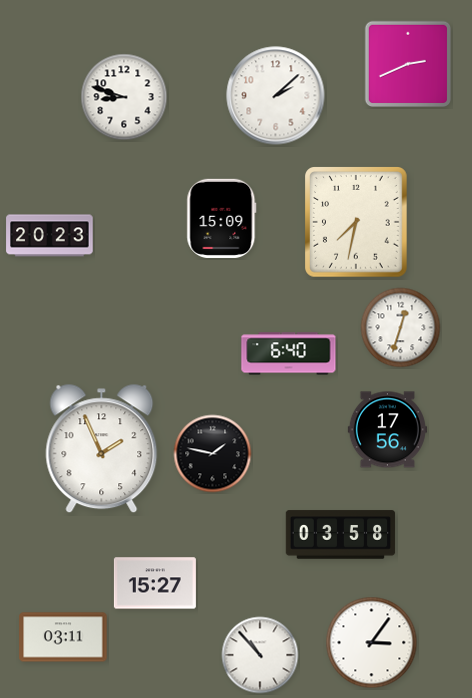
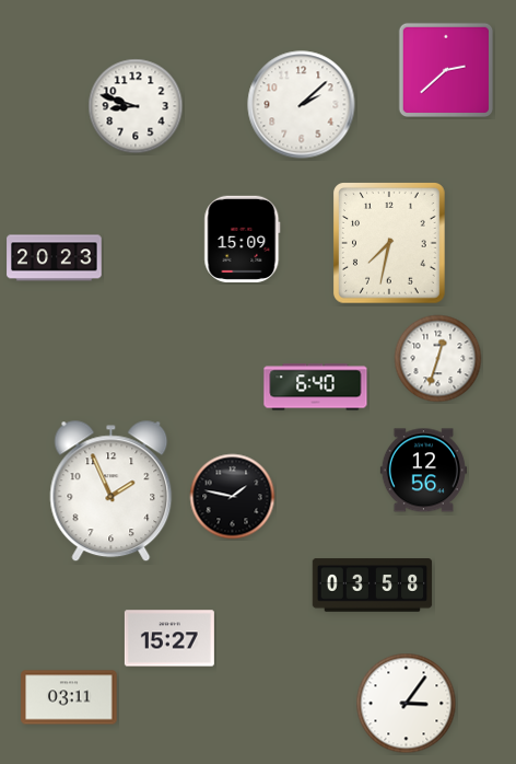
clock at (407, 63): 2:41 -> 2:38
clock at (387, 430): 17:56 -> 12:56
clock at (260, 655): 10:53 -> none
